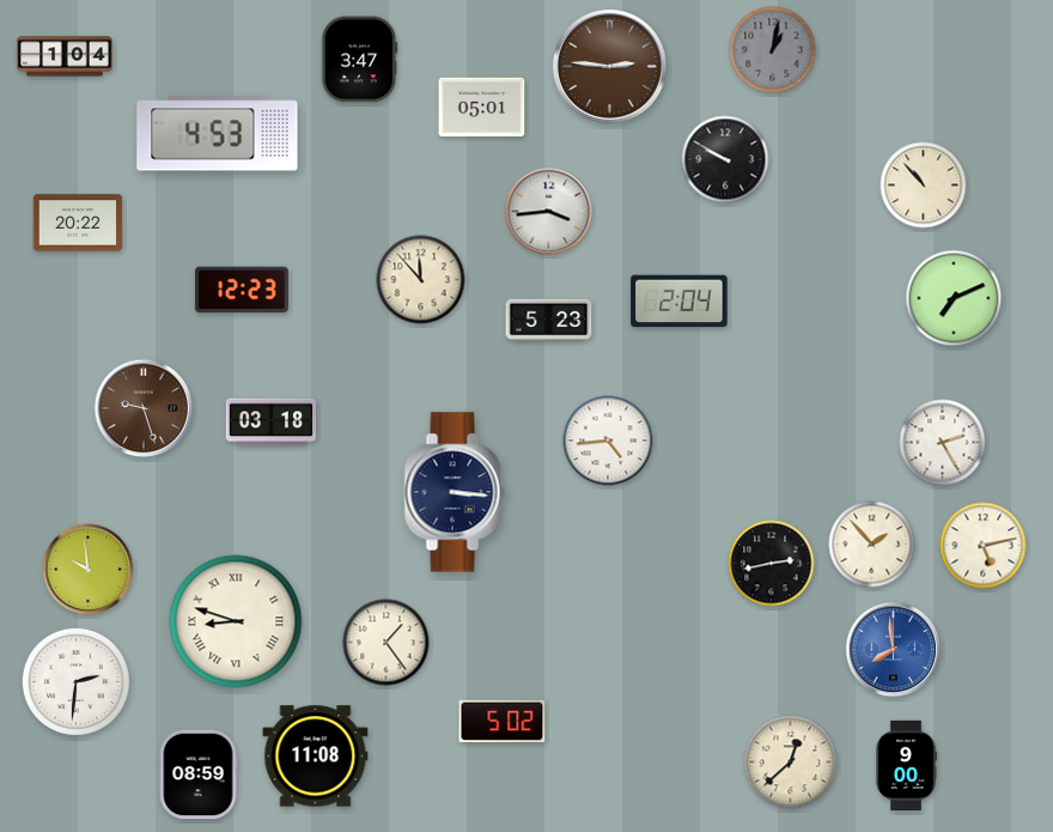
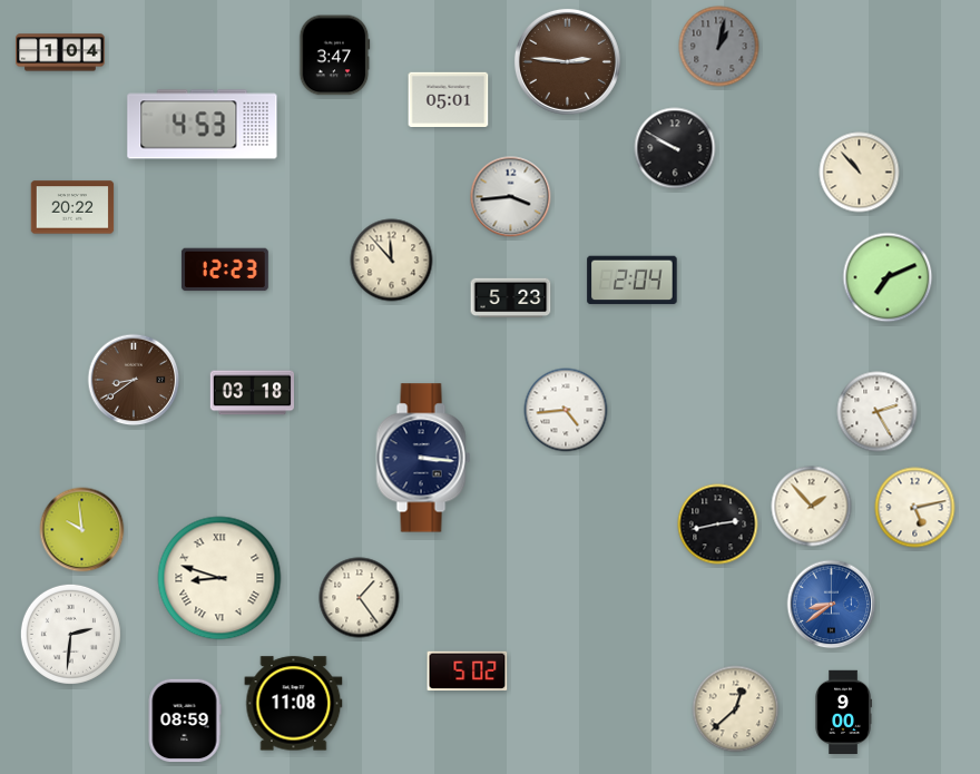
clock at (144, 408): 9:27 -> 8:39
clock at (894, 650): 7:59 -> 8:39
